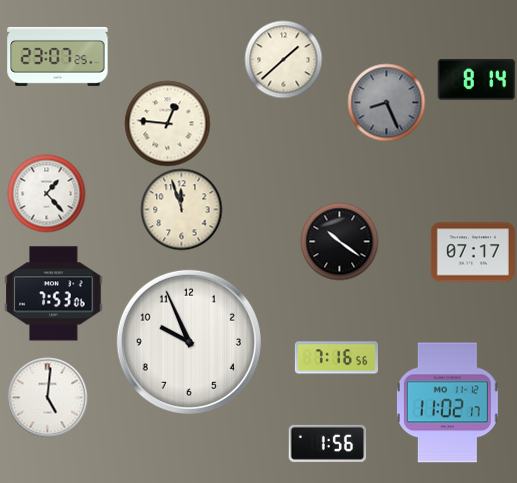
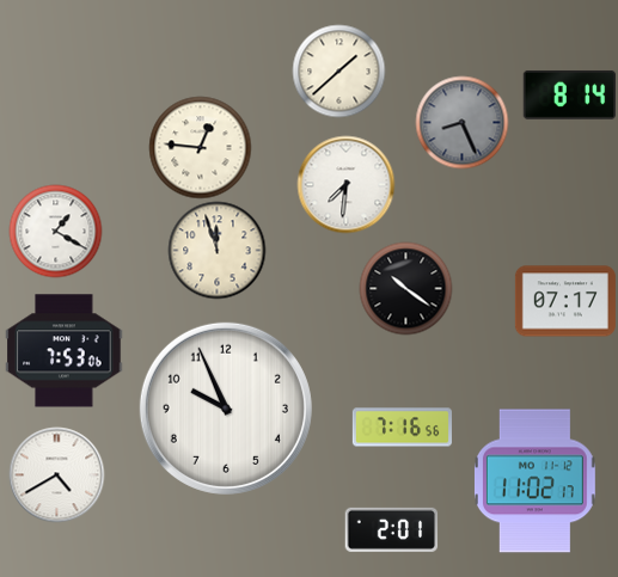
clock at (58, 56): 23:07 -> none
clock at (345, 184): none -> 7:31
clock at (46, 193): 1:23 -> 1:20
clock at (47, 397): 5:01 -> 4:40
clock at (327, 443): 1:56 -> 2:01
